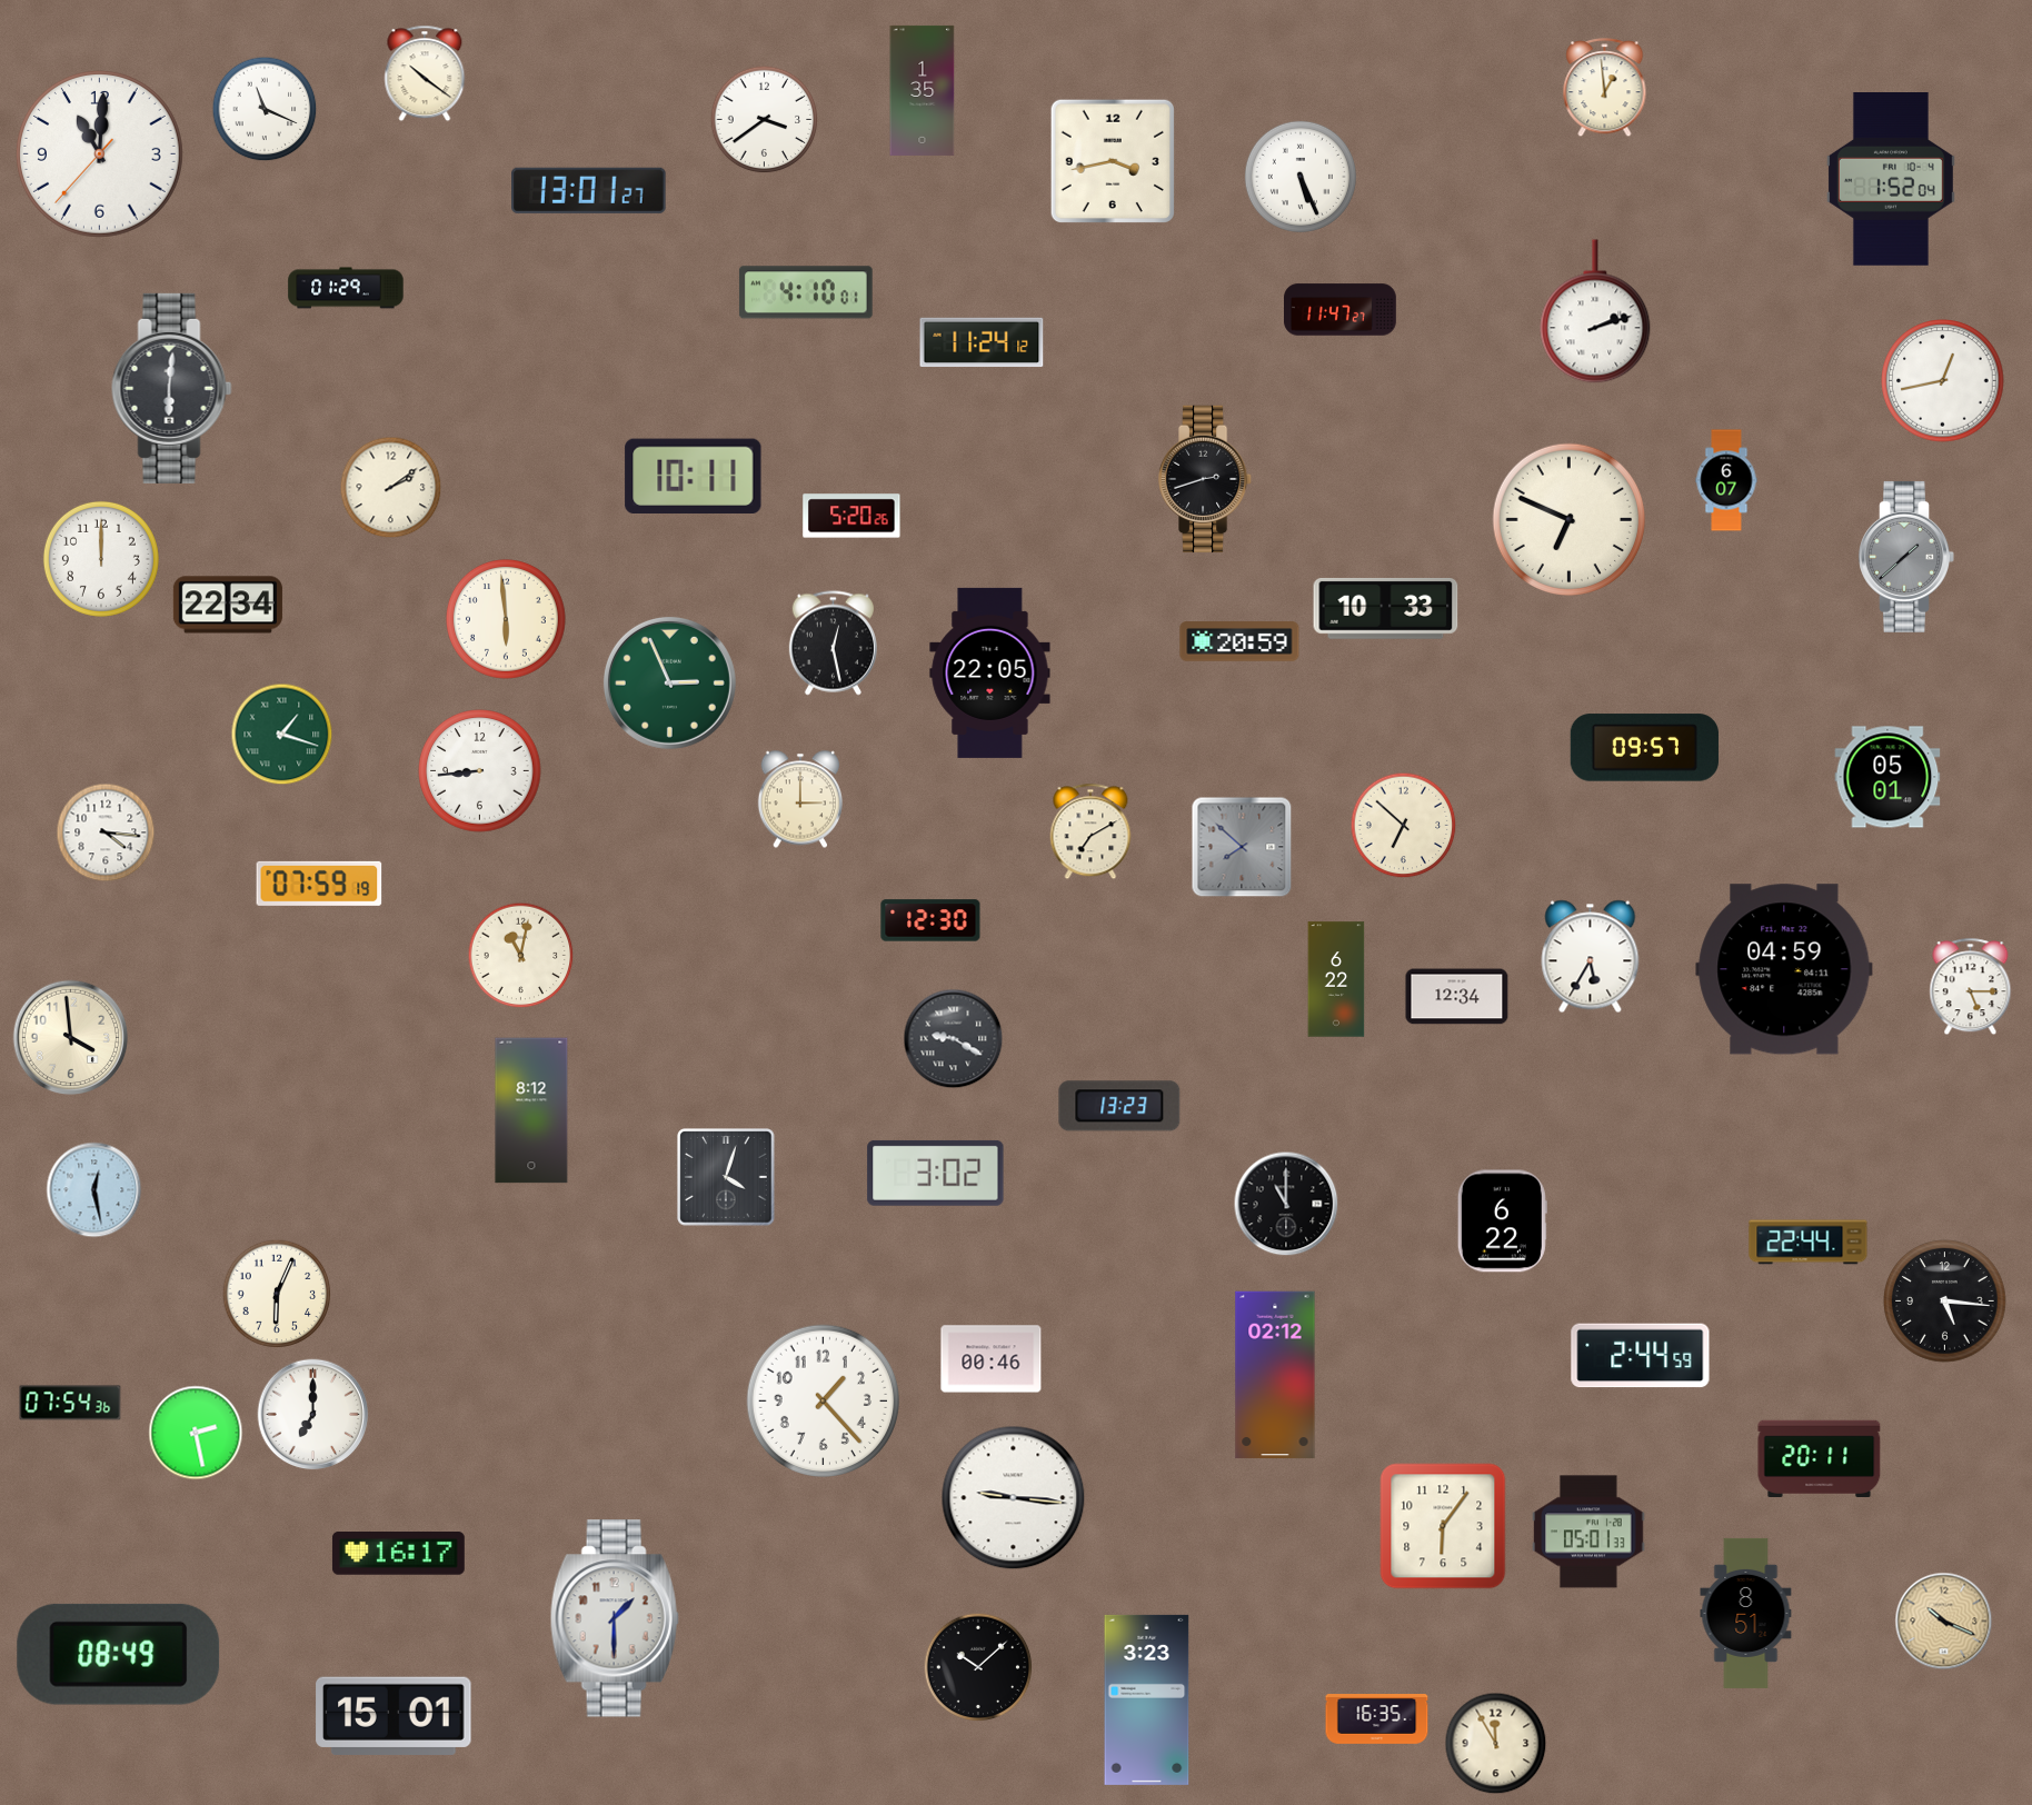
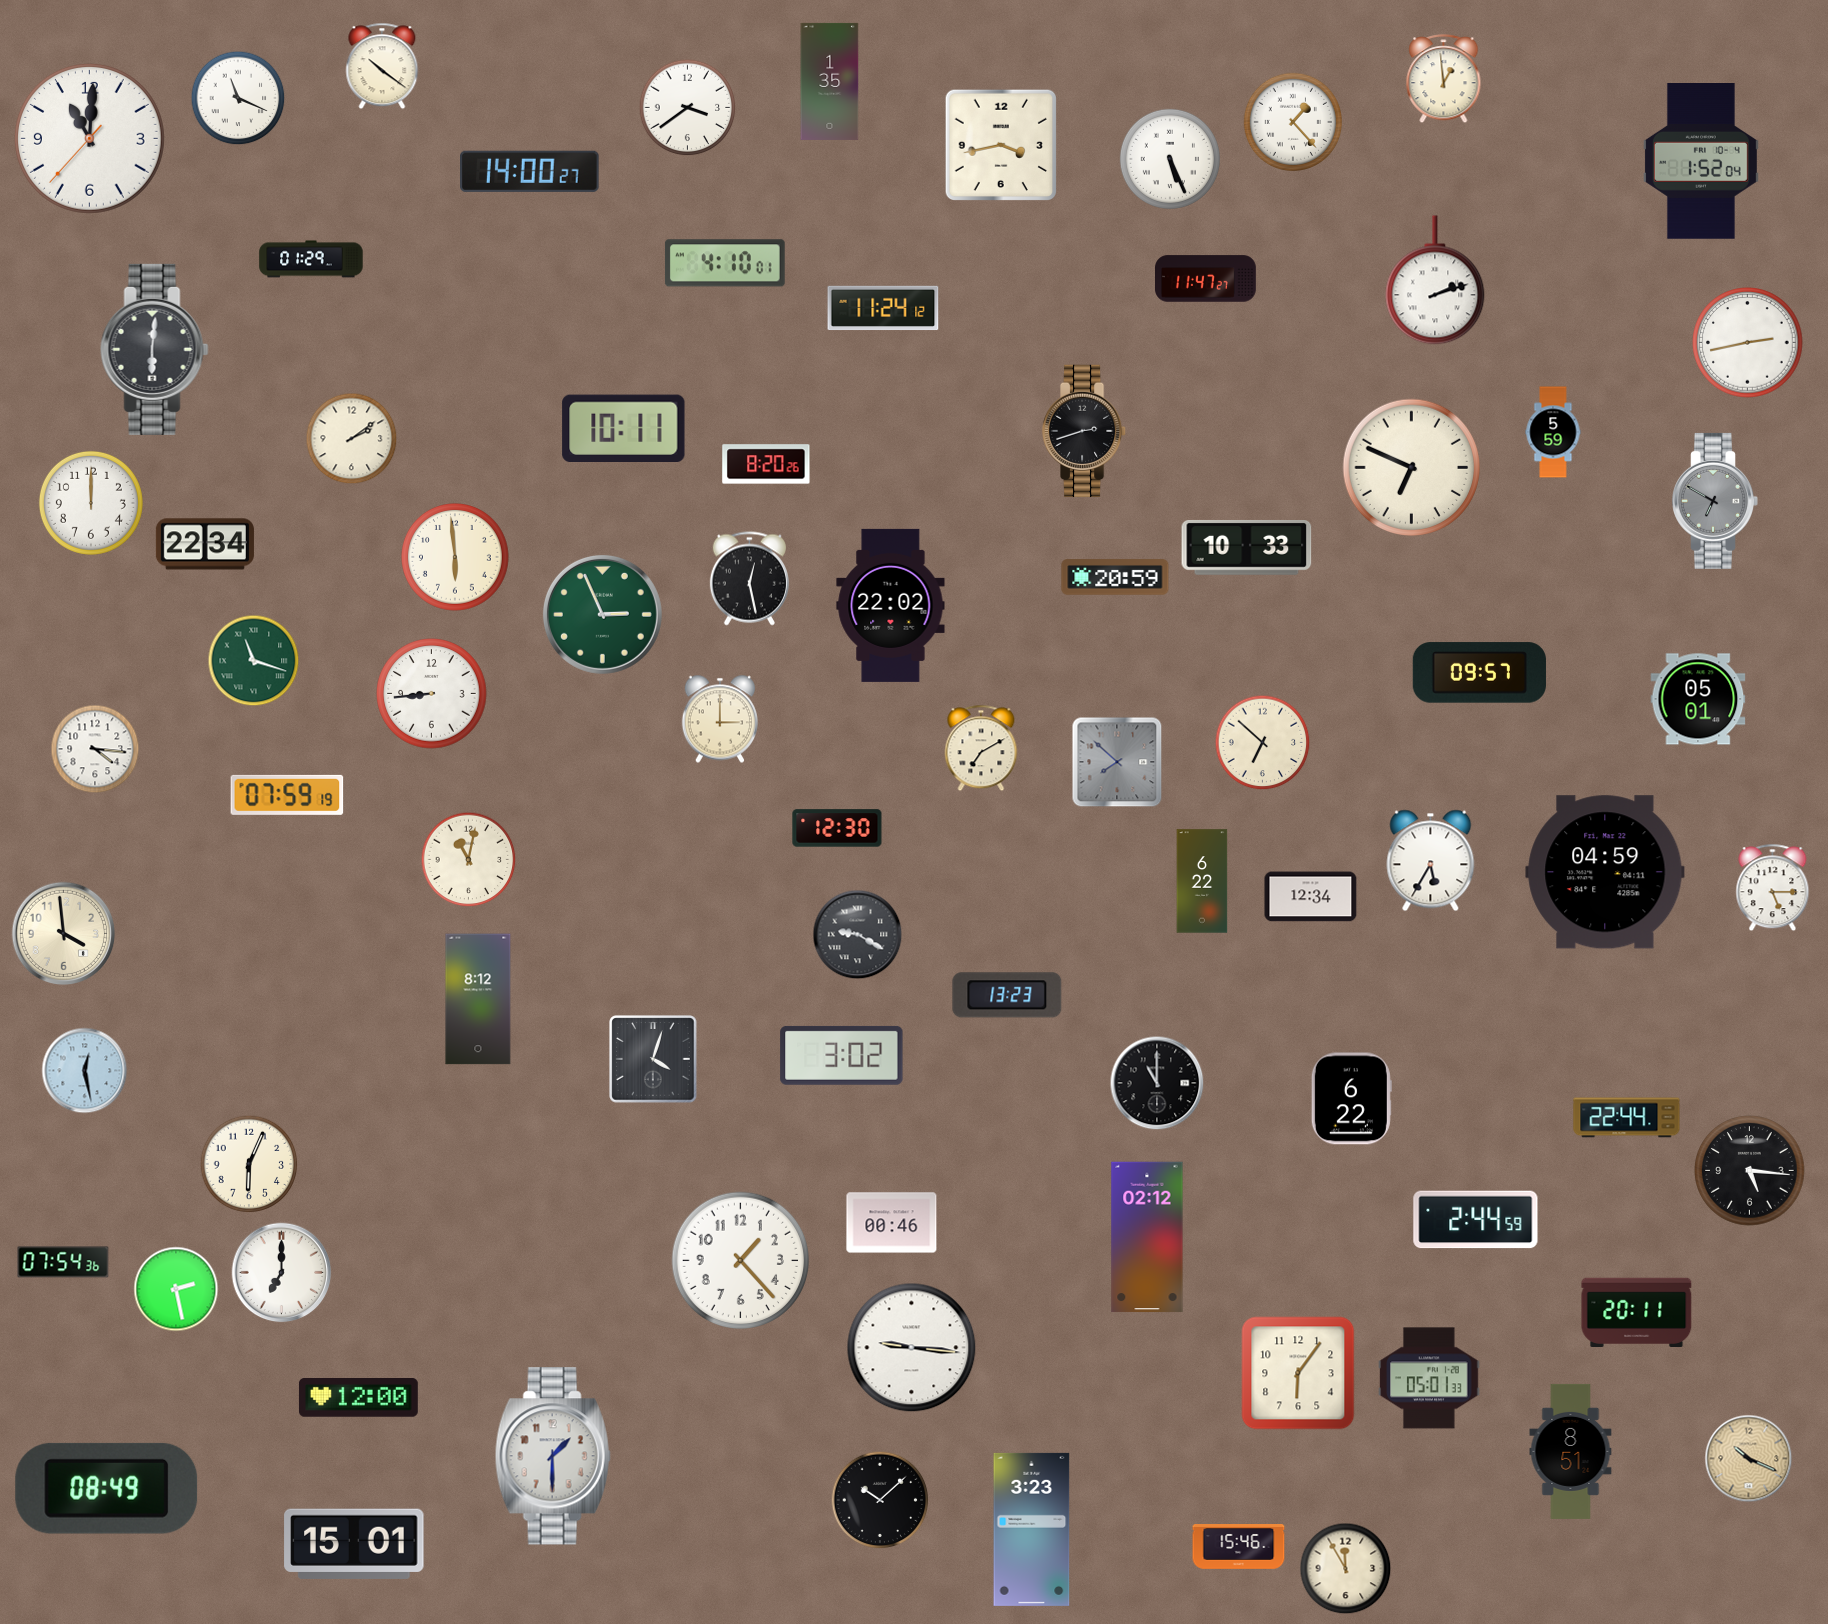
clock at (1292, 121): none -> 1:23
clock at (589, 190): 13:01 -> 14:00
clock at (1943, 381): 12:43 -> 2:43
clock at (1726, 480): 6:07 -> 5:59
clock at (851, 516): 5:20 -> 8:20
clock at (1906, 557): 1:38 -> 6:50
clock at (990, 672): 22:05 -> 22:02
clock at (282, 735): 1:18 -> 11:18
clock at (398, 1554): 16:17 -> 12:00
clock at (1377, 1719): 16:35 -> 15:46
